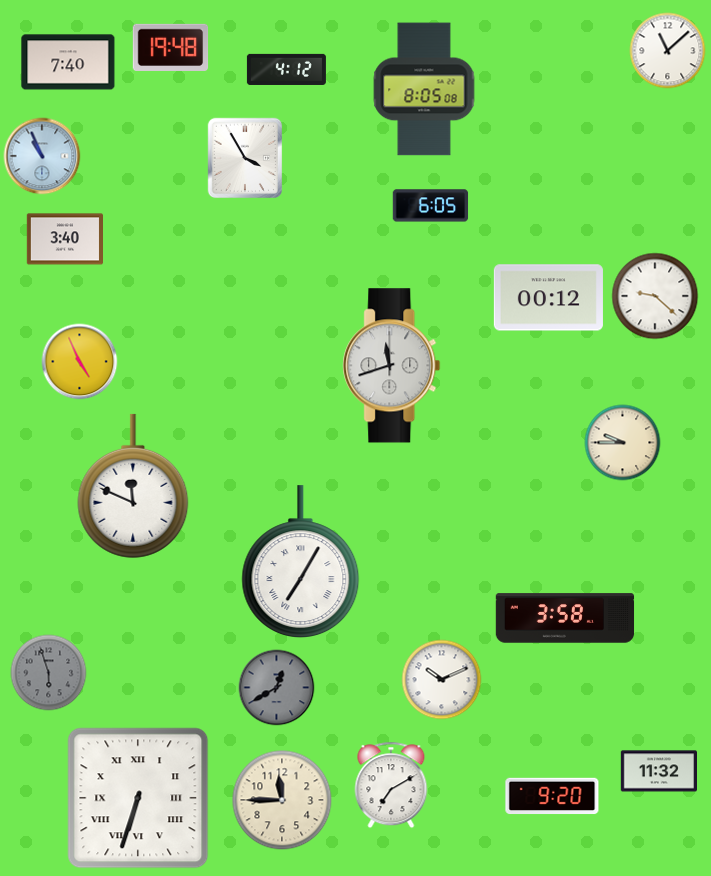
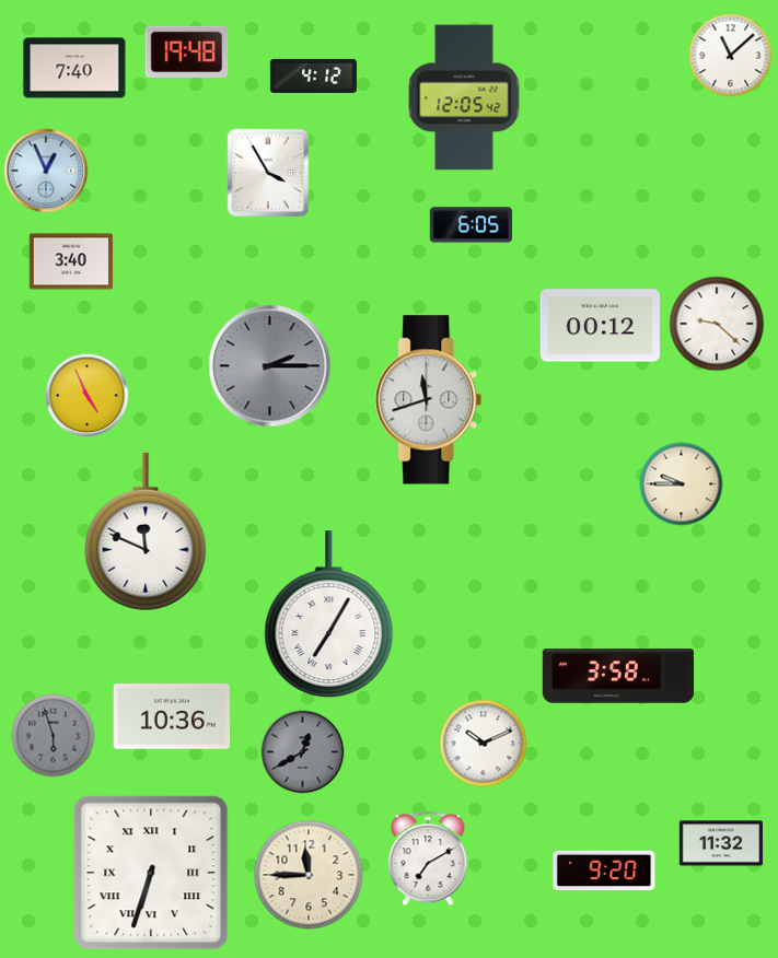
clock at (424, 89): 8:05 -> 12:05
clock at (42, 156): 10:56 -> 12:56
clock at (270, 366): none -> 2:15
clock at (171, 716): none -> 10:36
